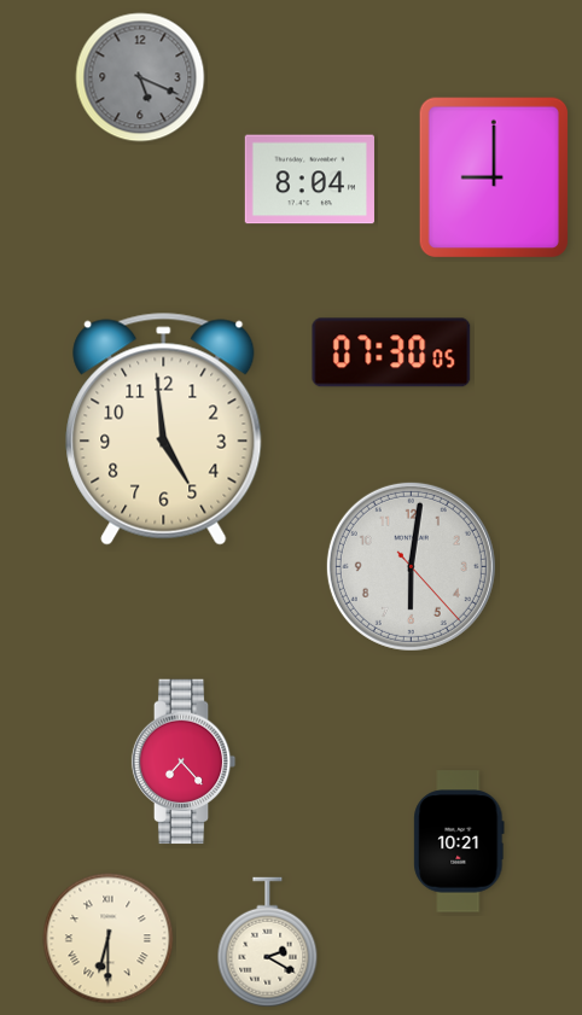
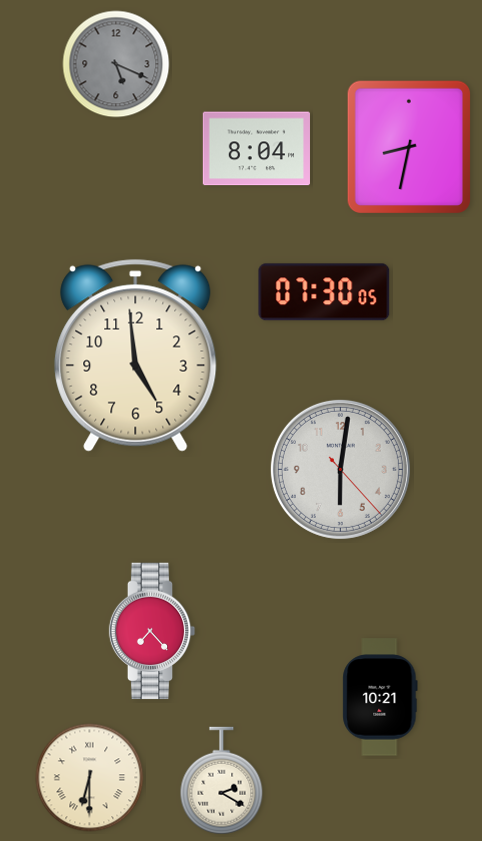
clock at (493, 177): 9:00 -> 8:32
